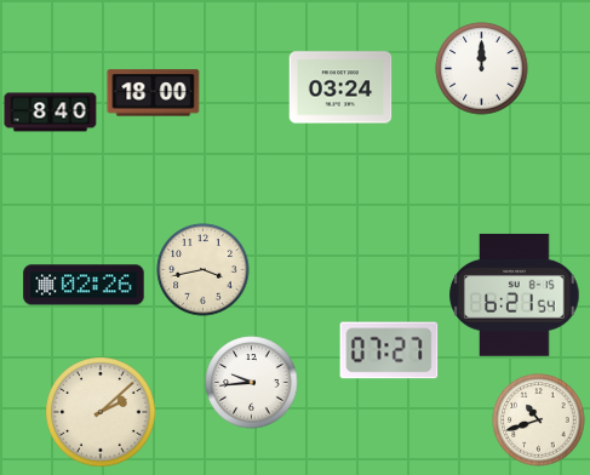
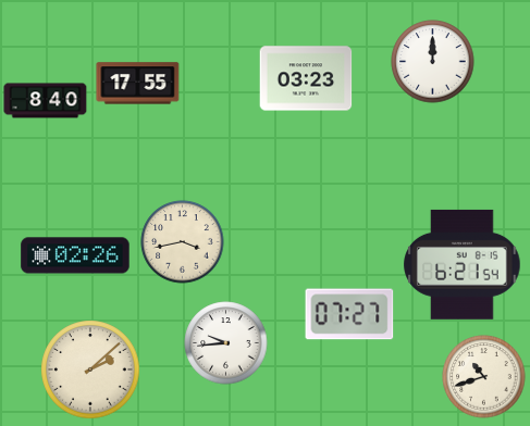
clock at (340, 87): 03:24 -> 03:23
clock at (154, 93): 18:00 -> 17:55
